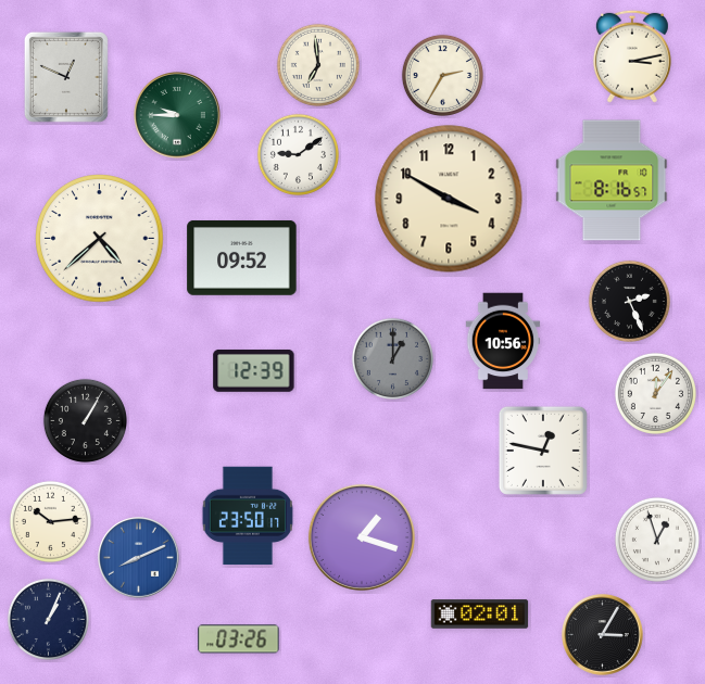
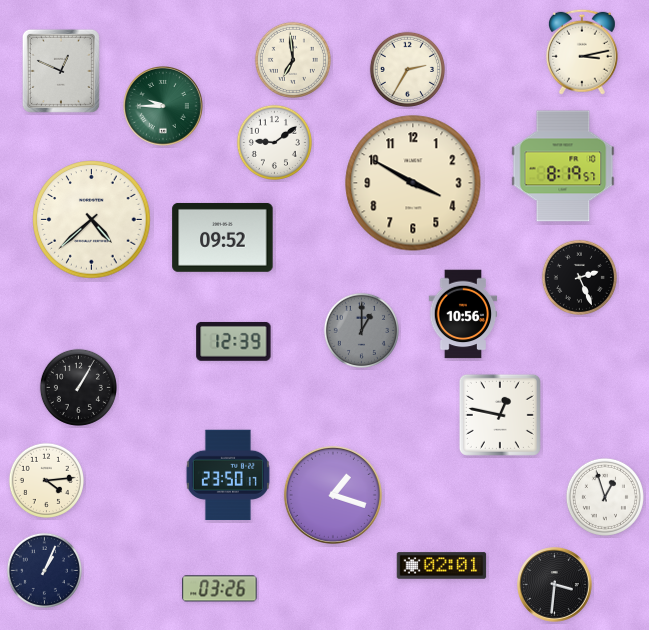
clock at (612, 180): 8:16 -> 8:19
clock at (655, 393): 12:06 -> none
clock at (50, 521): 10:14 -> 4:14
clock at (139, 558): 8:11 -> none
clock at (603, 635): 3:05 -> 3:31
